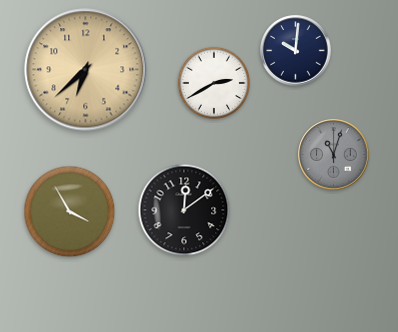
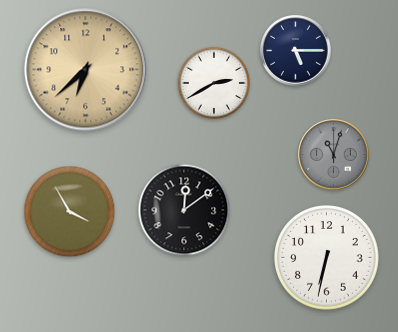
clock at (296, 51): 10:01 -> 5:15
clock at (327, 258): none -> 6:32
